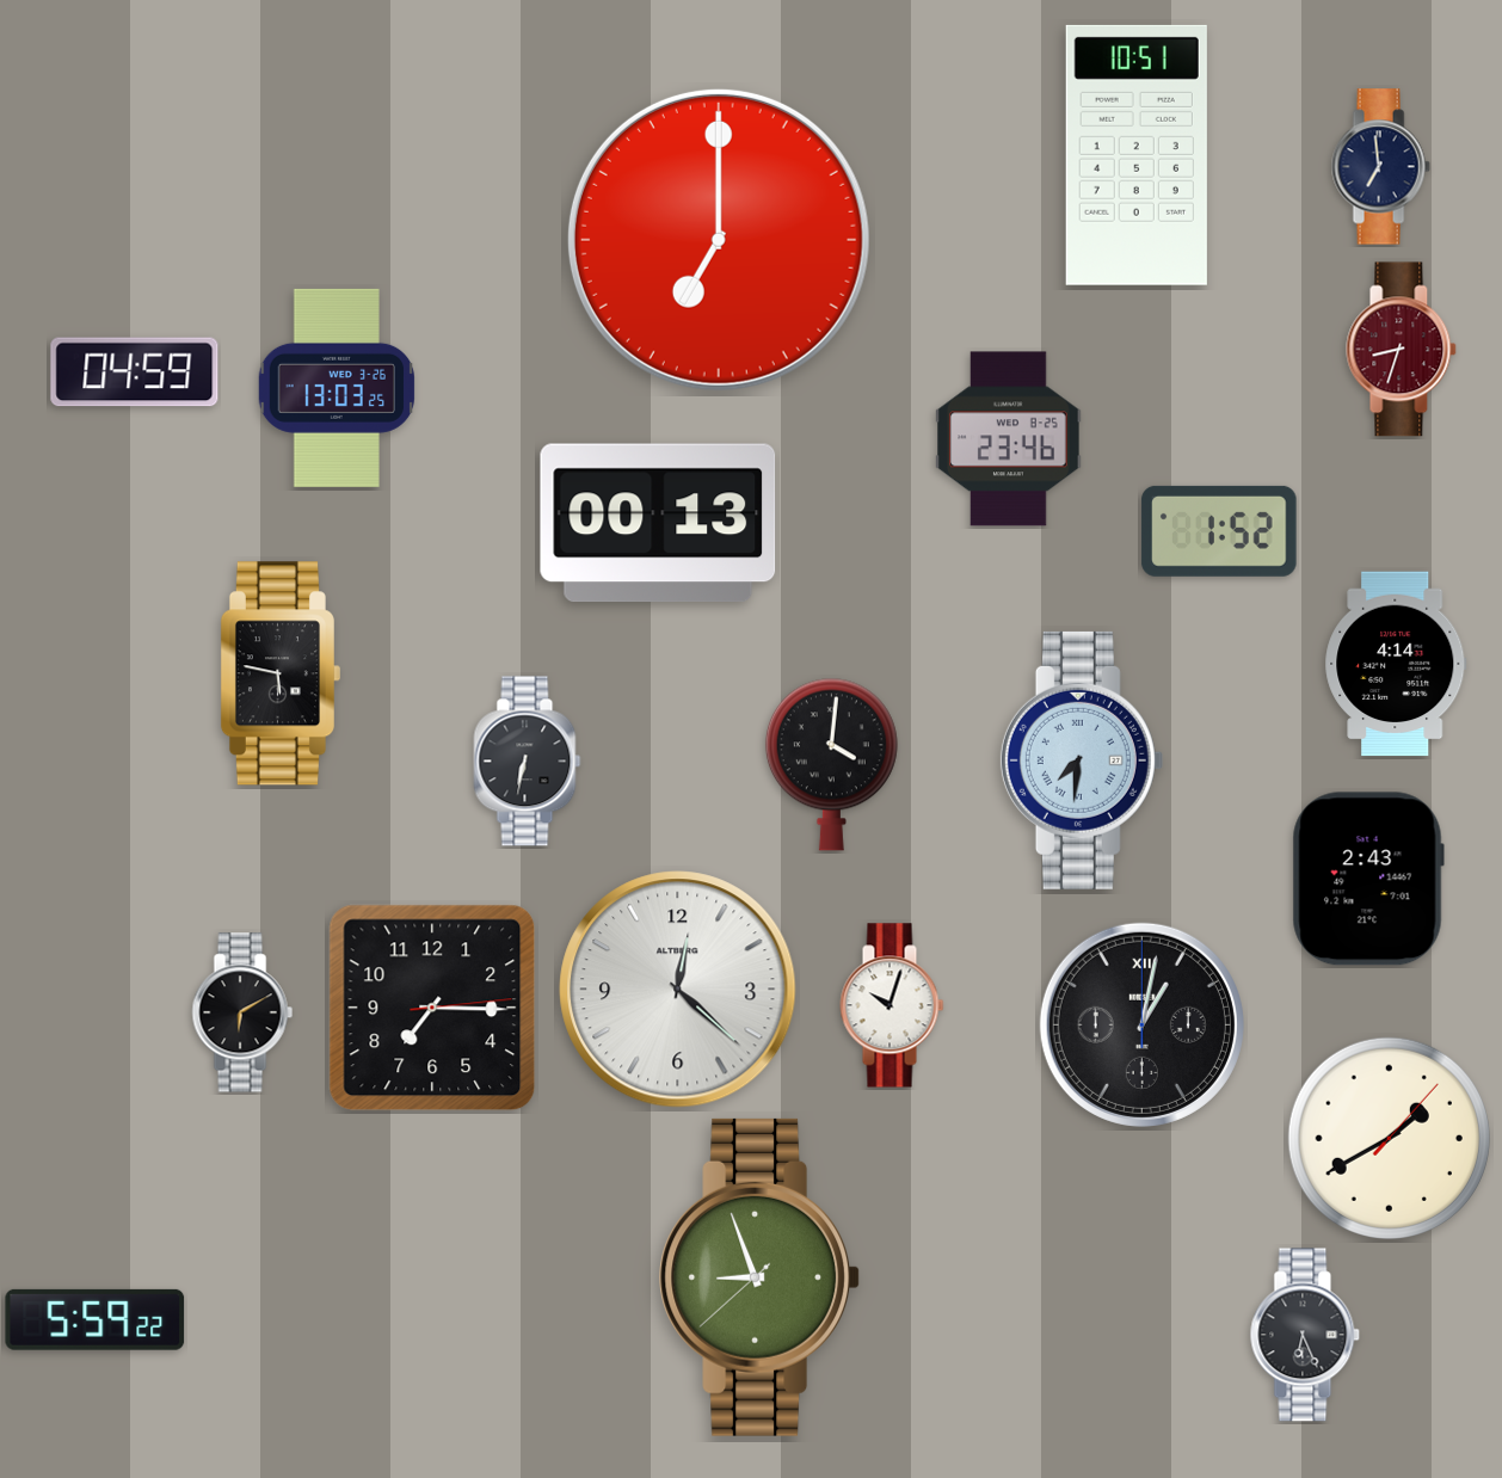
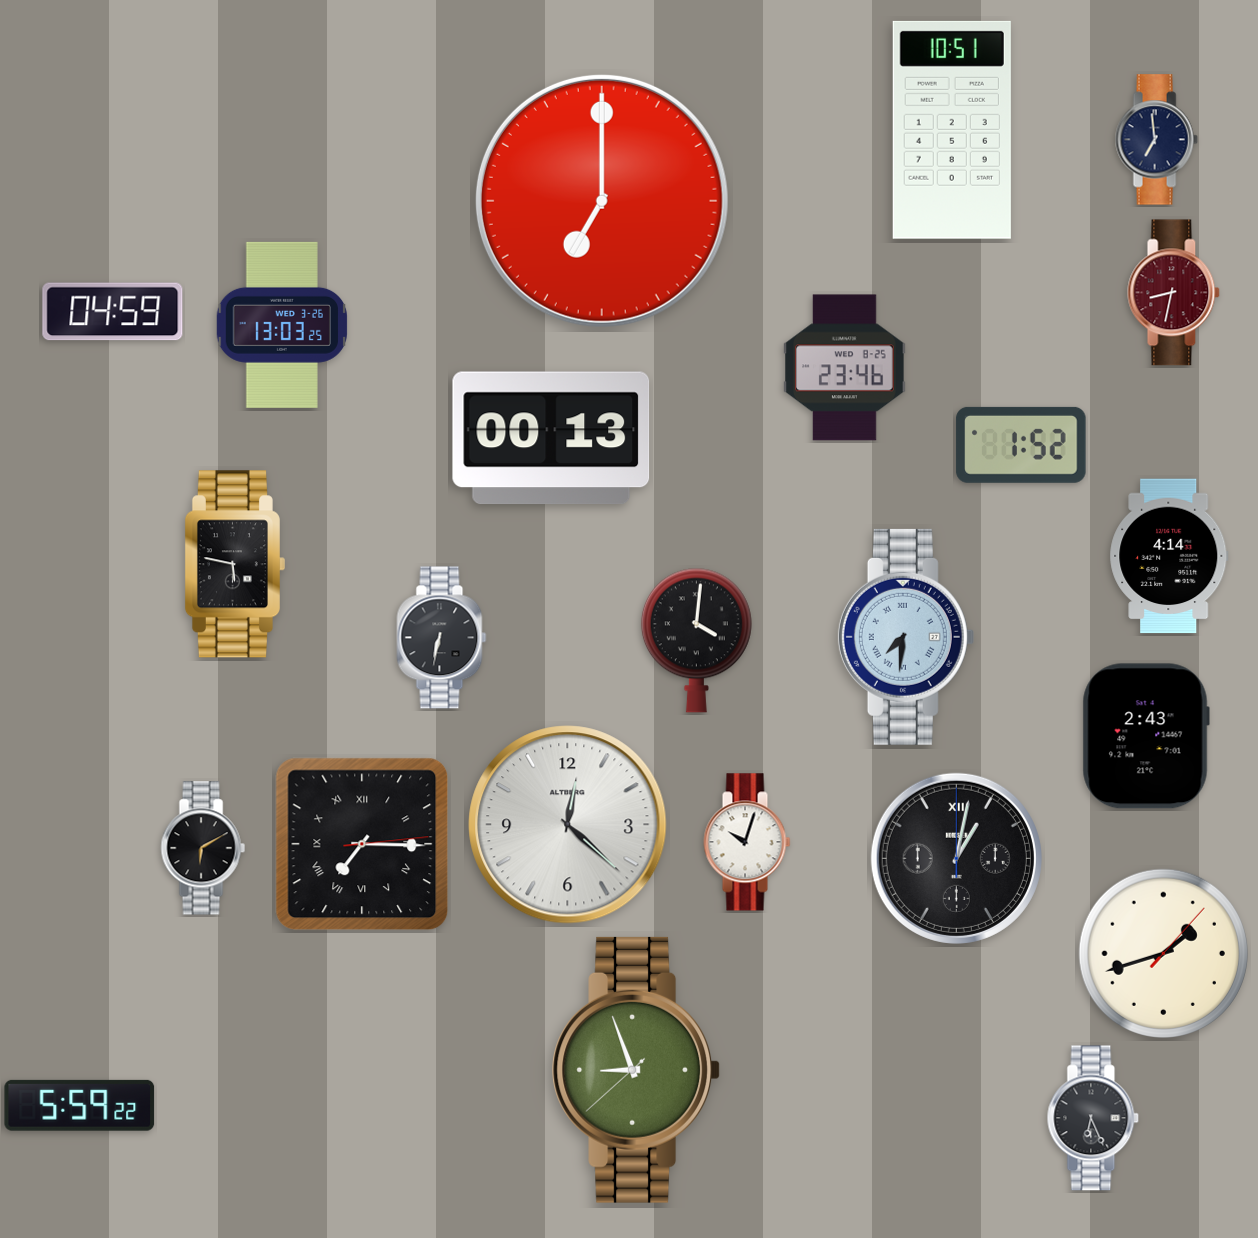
clock at (1402, 350): 8:33 -> 8:32
clock at (678, 990) position: (678, 990) -> (568, 825)
clock at (432, 1008) numerals: Arabic -> Roman
clock at (1389, 1138): 1:40 -> 1:42
